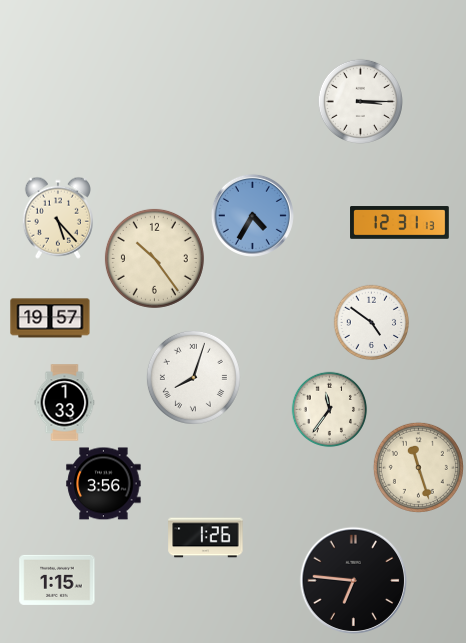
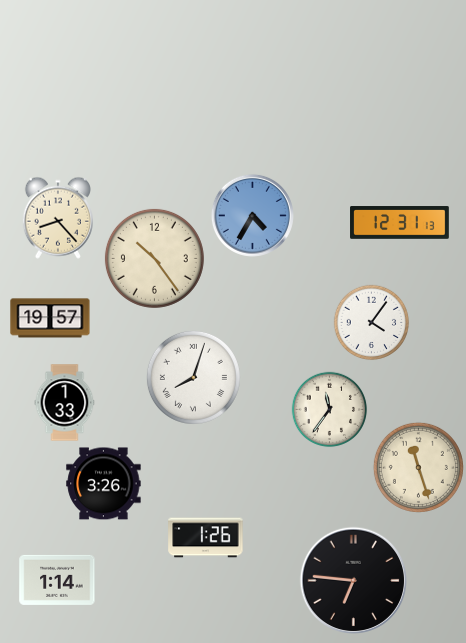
clock at (360, 101): 3:15 -> none
clock at (58, 218): 5:23 -> 8:23
clock at (372, 323): 4:51 -> 4:06
clock at (104, 484): 3:56 -> 3:26
clock at (57, 580): 1:15 -> 1:14
